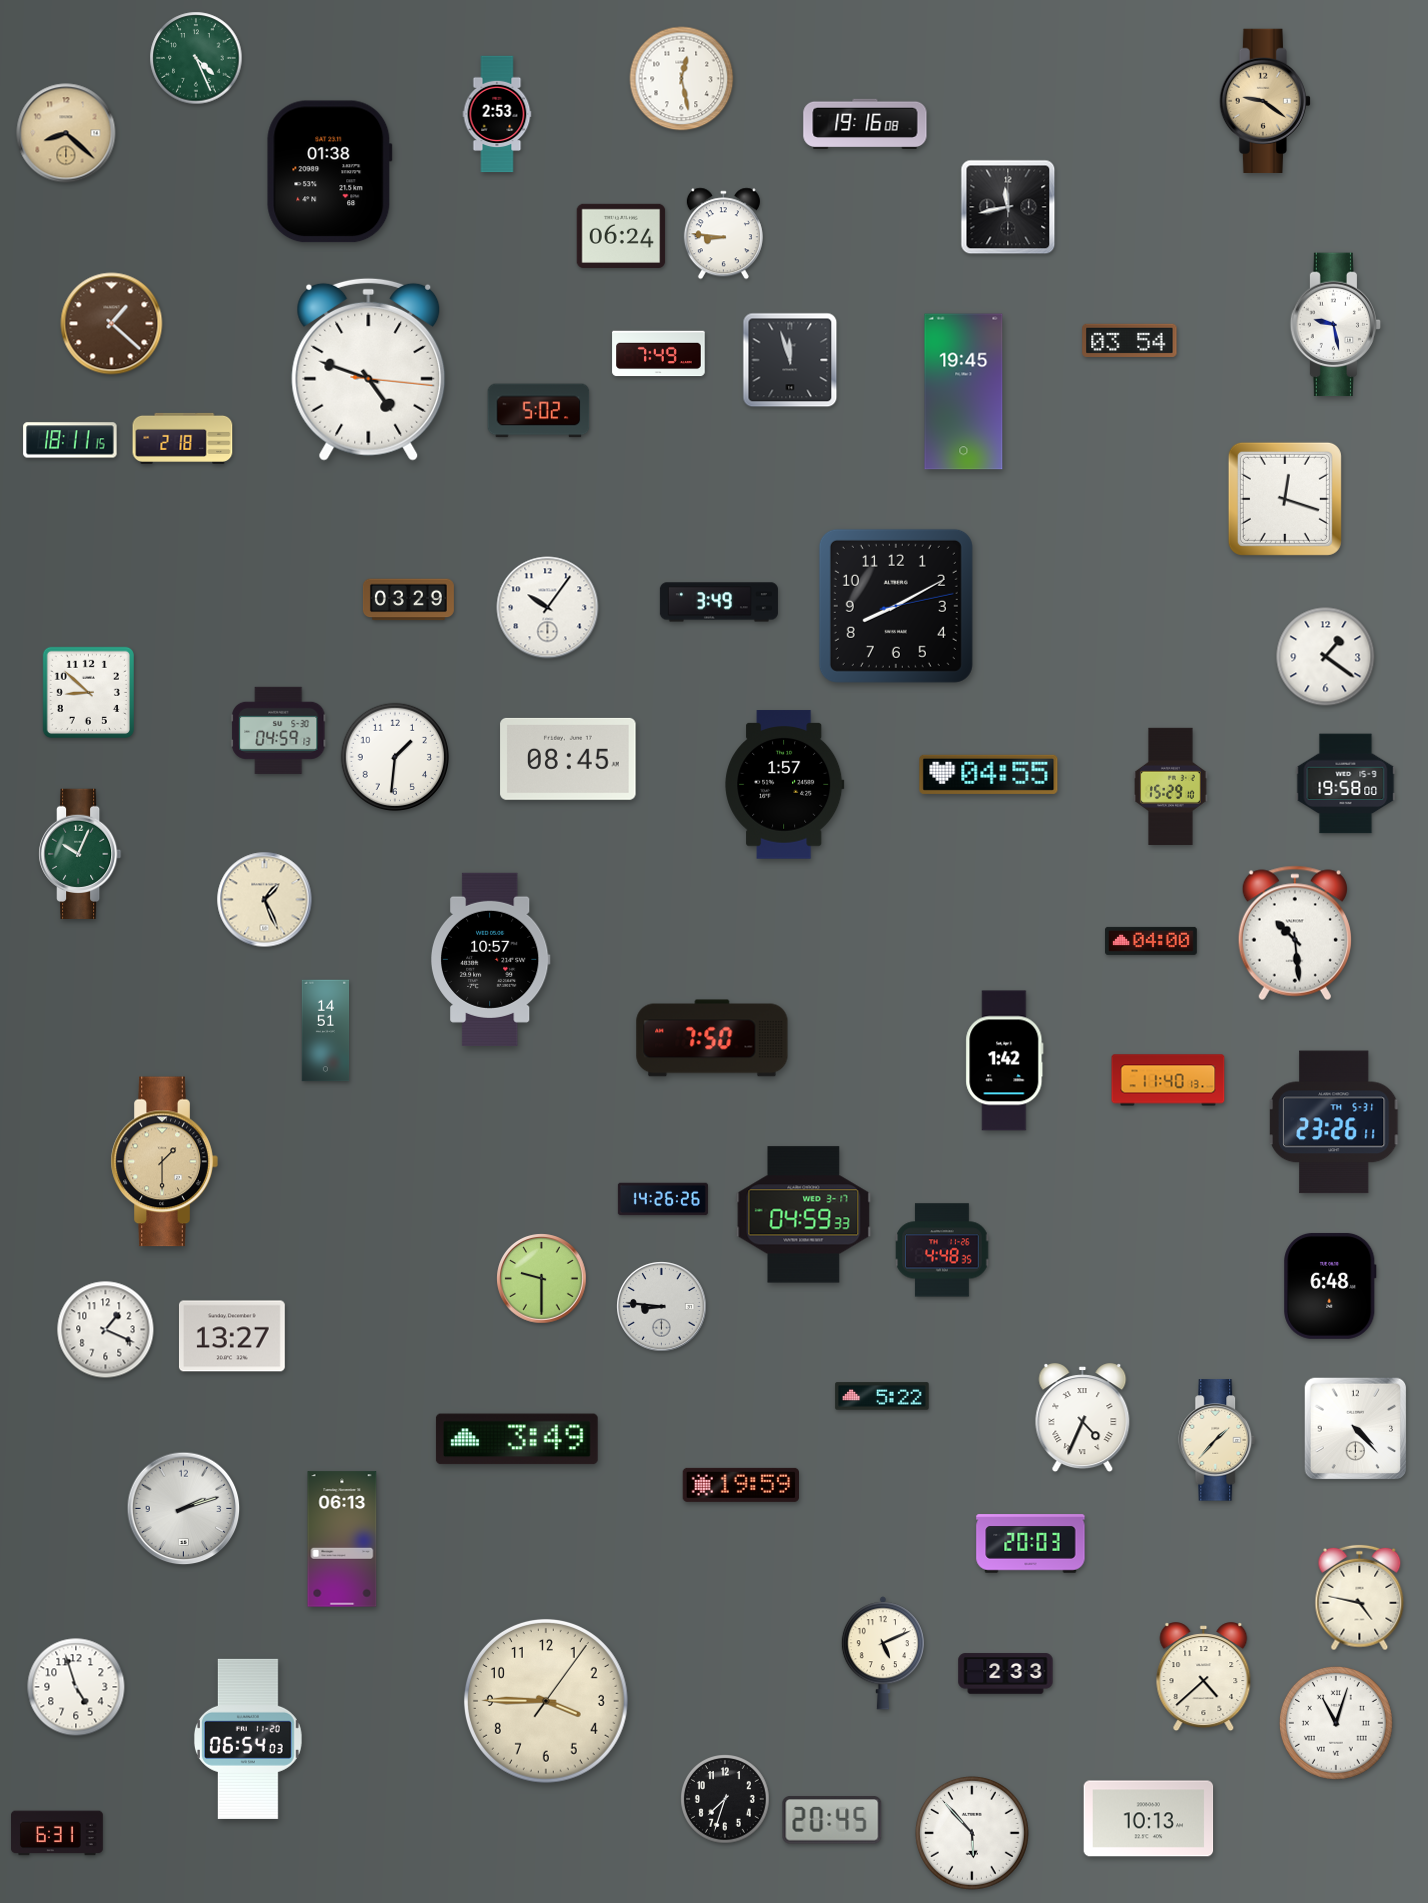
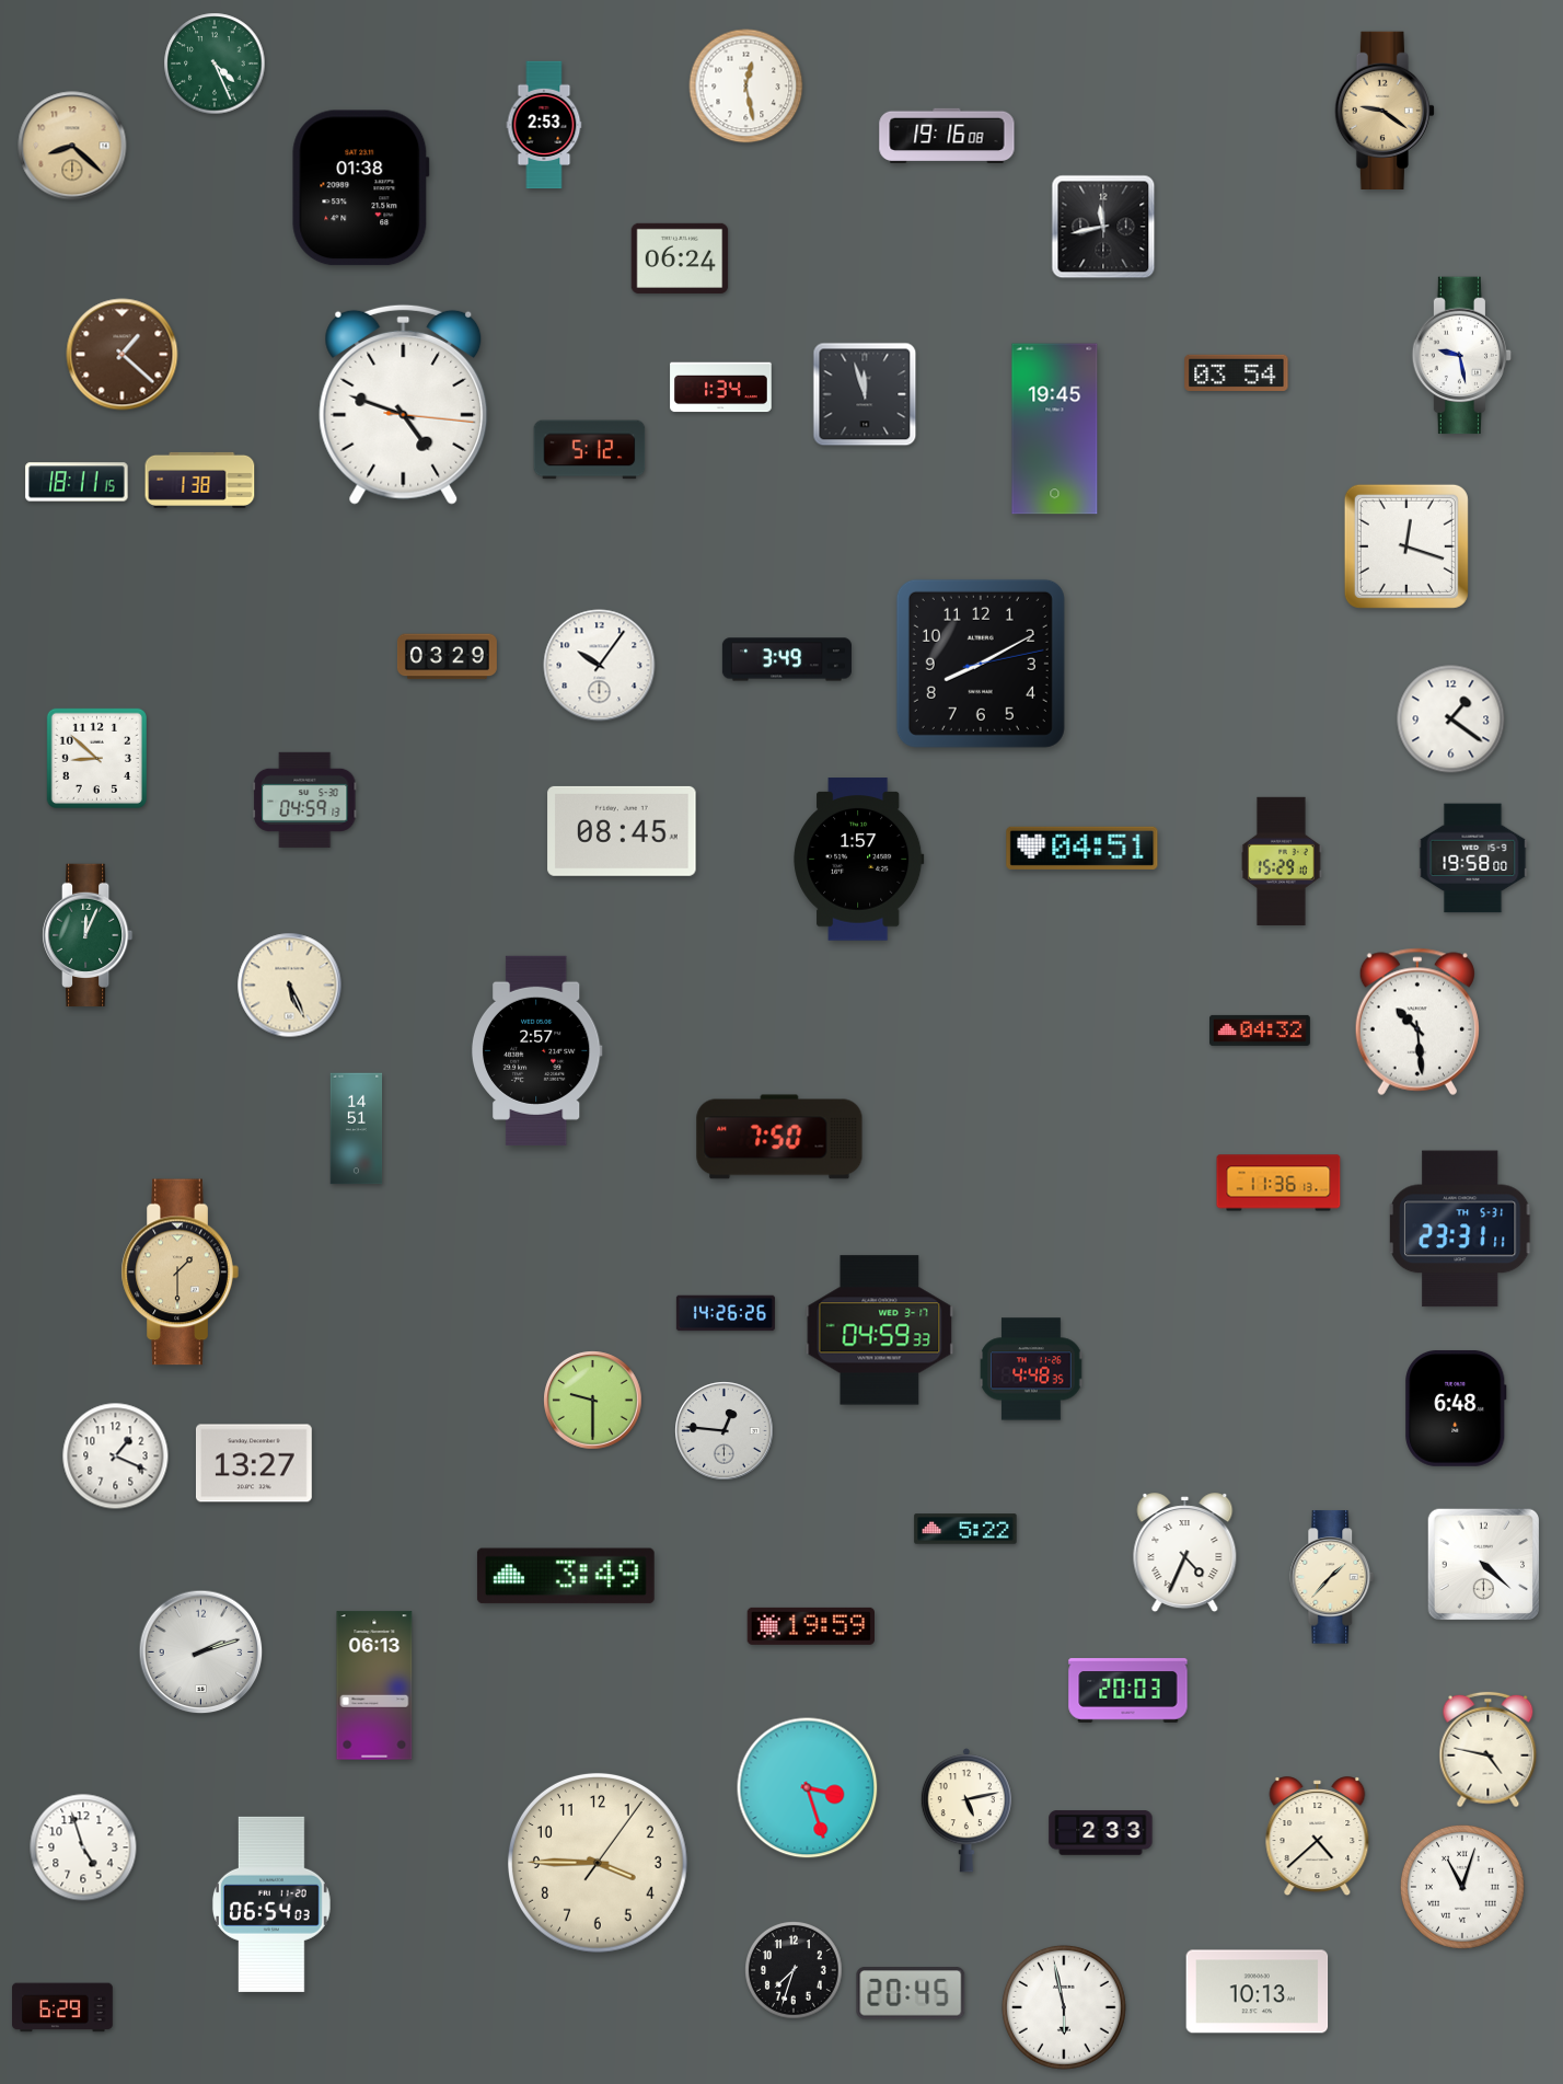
clock at (723, 234): 8:46 -> none
clock at (659, 354): 7:49 -> 1:34
clock at (539, 411): 5:02 -> 5:12
clock at (183, 438): 2:18 -> 1:38
clock at (394, 756): 1:31 -> none
clock at (989, 774): 04:55 -> 04:51
clock at (81, 854): 10:04 -> 12:04
clock at (265, 900): 1:26 -> 5:26
clock at (1152, 941): 04:00 -> 04:32
clock at (490, 959): 10:57 -> 2:57
clock at (1005, 1061): 1:42 -> none
clock at (1168, 1080): 11:40 -> 11:36
clock at (1334, 1122): 23:26 -> 23:31
clock at (662, 1307): 8:46 -> 12:46
clock at (1355, 1428): 4:23 -> 4:22
clock at (808, 1788): none -> 3:27
clock at (883, 1653): 5:11 -> 5:13
clock at (58, 1833): 6:31 -> 6:29
clock at (972, 1833): 5:53 -> 5:58
